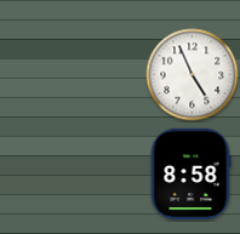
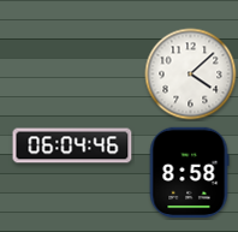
clock at (193, 75): 4:56 -> 4:08
clock at (72, 145): none -> 06:04
